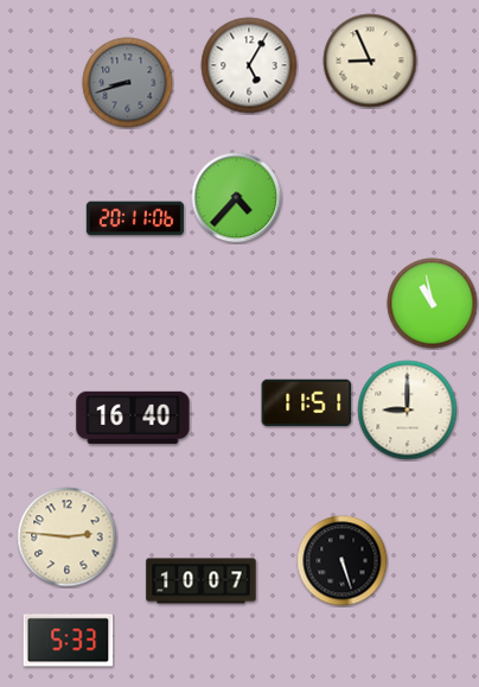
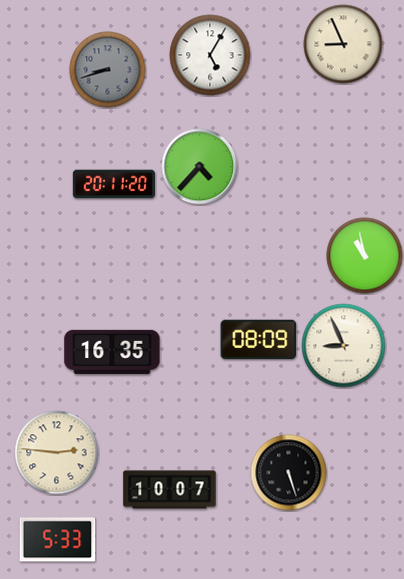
clock at (370, 61) position: (370, 61) -> (343, 44)
clock at (135, 218): 20:11:06 -> 20:11:20
clock at (307, 403): 11:51 -> 08:09
clock at (408, 411): 9:00 -> 8:56
clock at (133, 418): 16:40 -> 16:35
